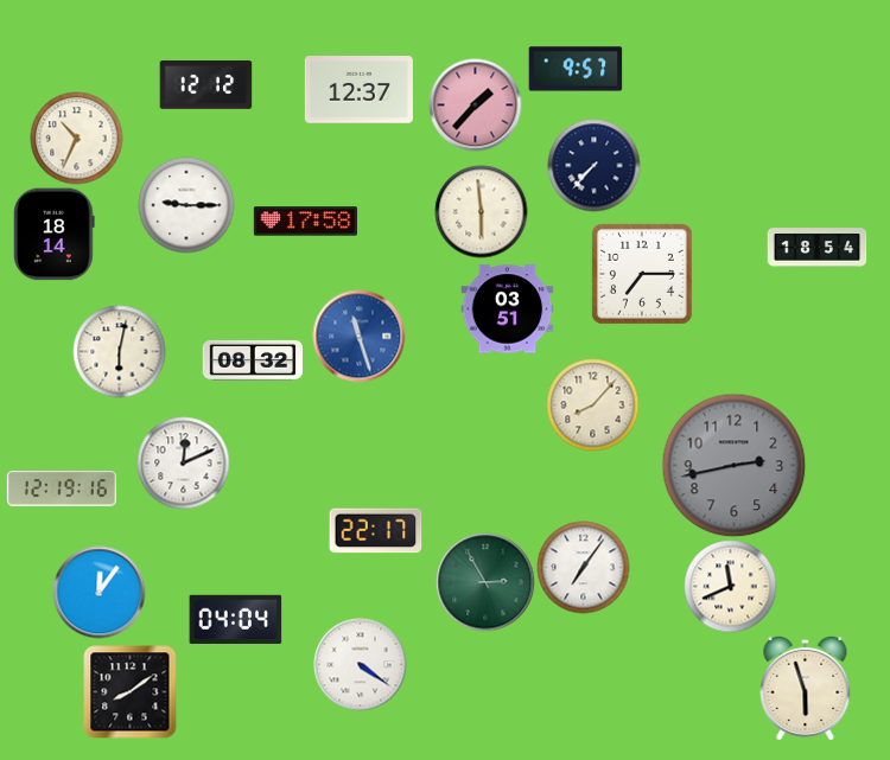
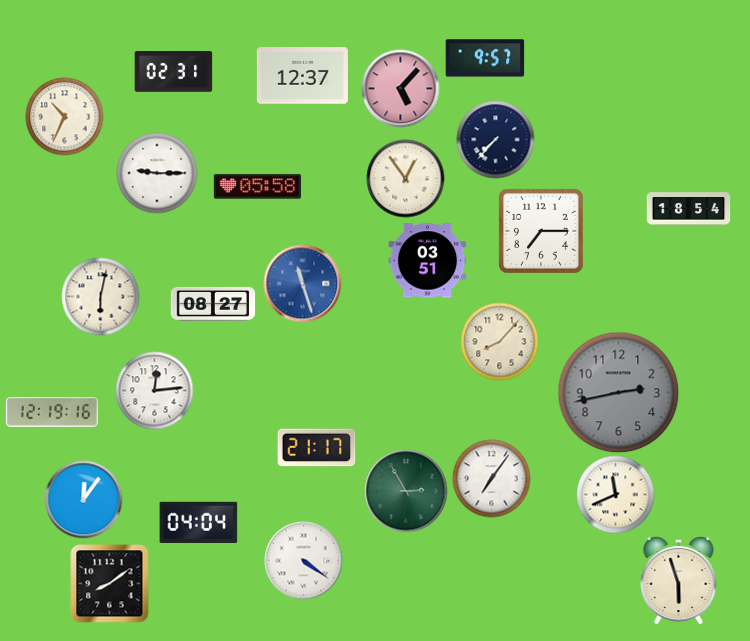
clock at (205, 85): 12:12 -> 02:31
clock at (475, 104): 1:37 -> 5:07
clock at (593, 165) position: (593, 165) -> (495, 139)
clock at (481, 211): 5:59 -> 12:54
clock at (305, 222): 17:58 -> 05:58
clock at (55, 234): 18:14 -> none
clock at (253, 360): 08:32 -> 08:27
clock at (183, 462): 12:11 -> 12:14
clock at (375, 531): 22:17 -> 21:17
clock at (485, 582) position: (485, 582) -> (406, 491)
